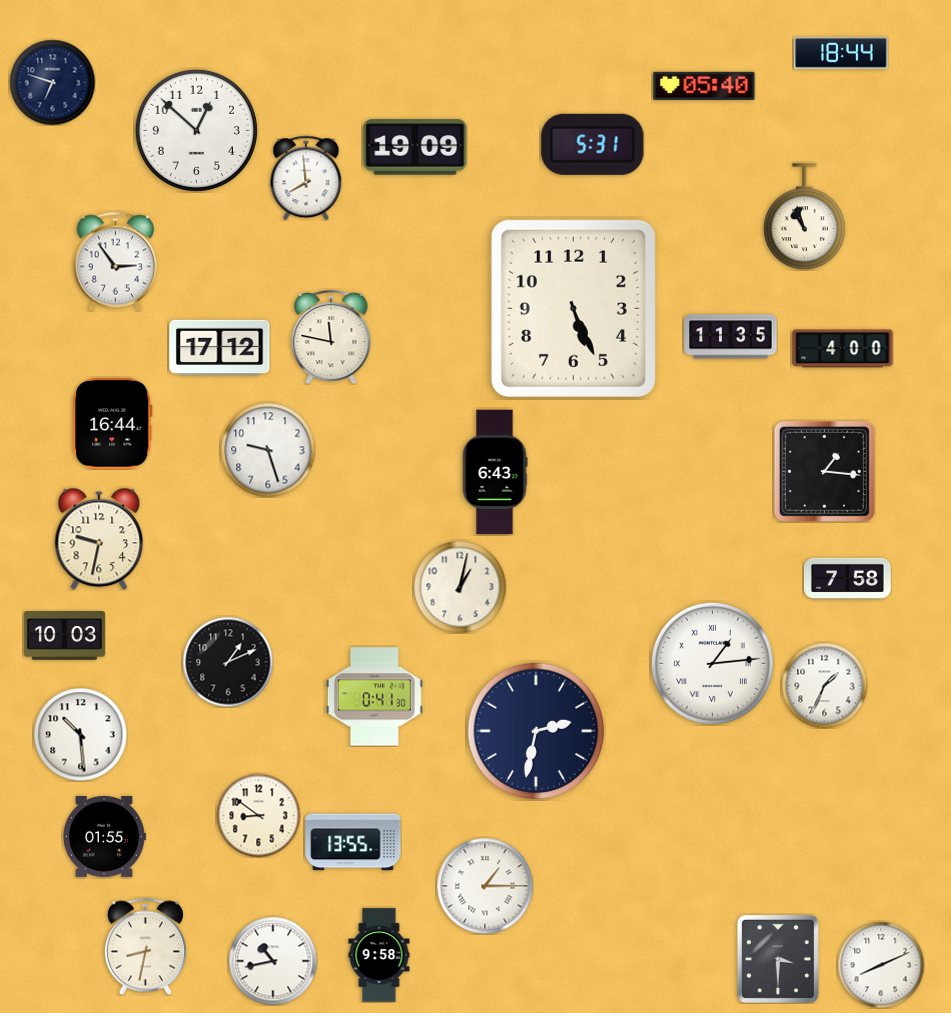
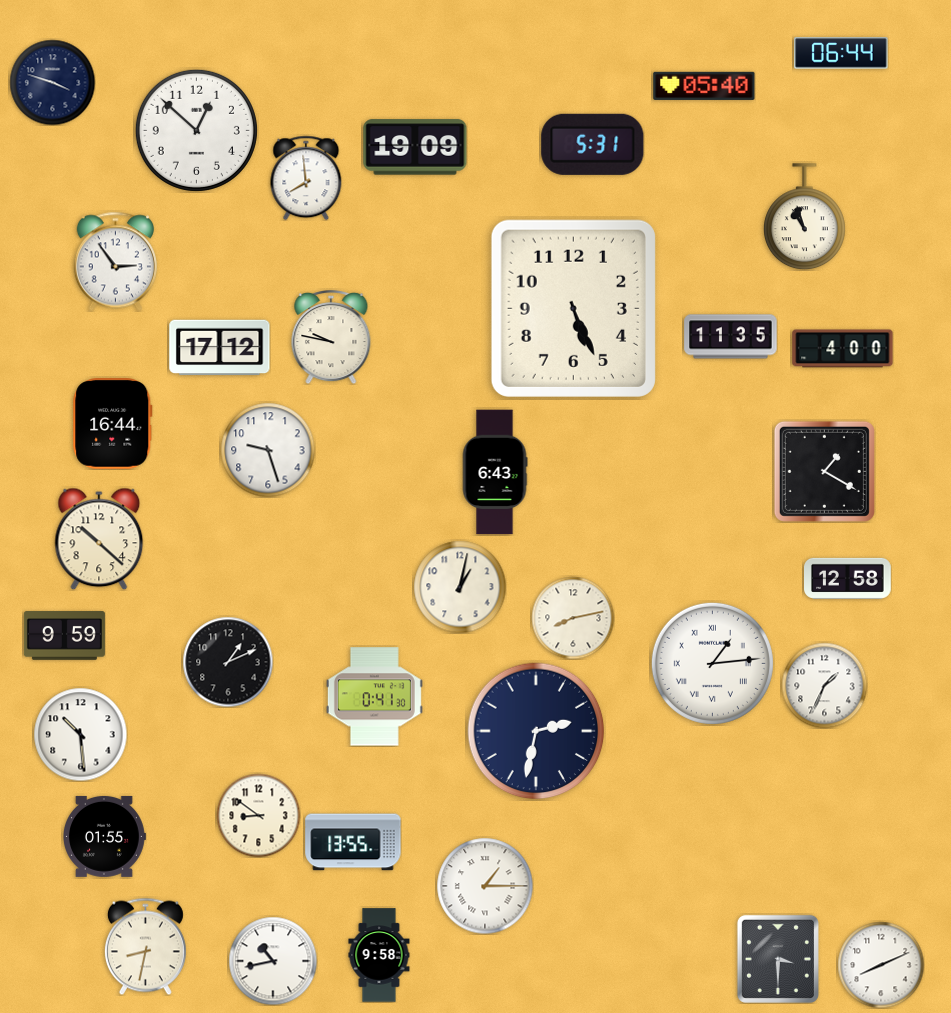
clock at (841, 53): 18:44 -> 06:44
clock at (52, 82): 6:48 -> 3:48
clock at (331, 338): 11:47 -> 9:47
clock at (824, 471): 1:16 -> 1:20
clock at (99, 539): 9:32 -> 10:22
clock at (848, 578): 7:58 -> 12:58
clock at (573, 618): none -> 8:13
clock at (64, 636): 10:03 -> 9:59
